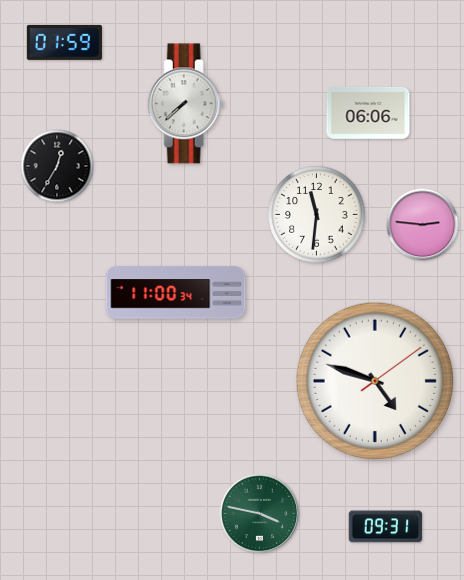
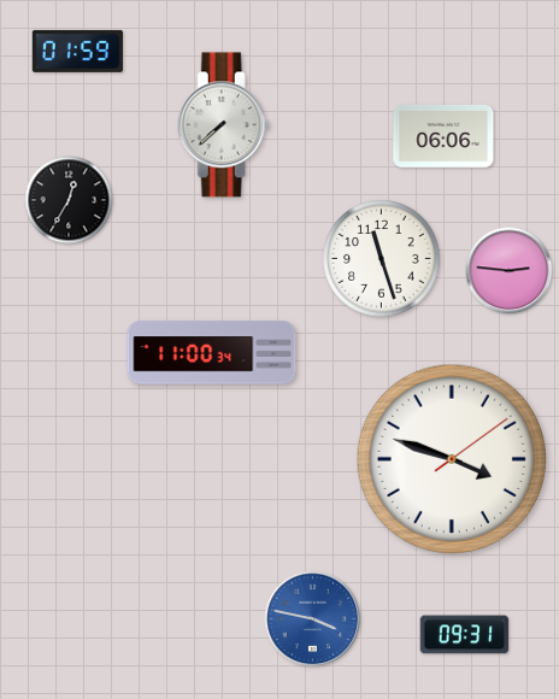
clock at (317, 215): 11:31 -> 11:27
clock at (375, 381): 4:48 -> 3:48
clock at (260, 514) dial: green -> blue
